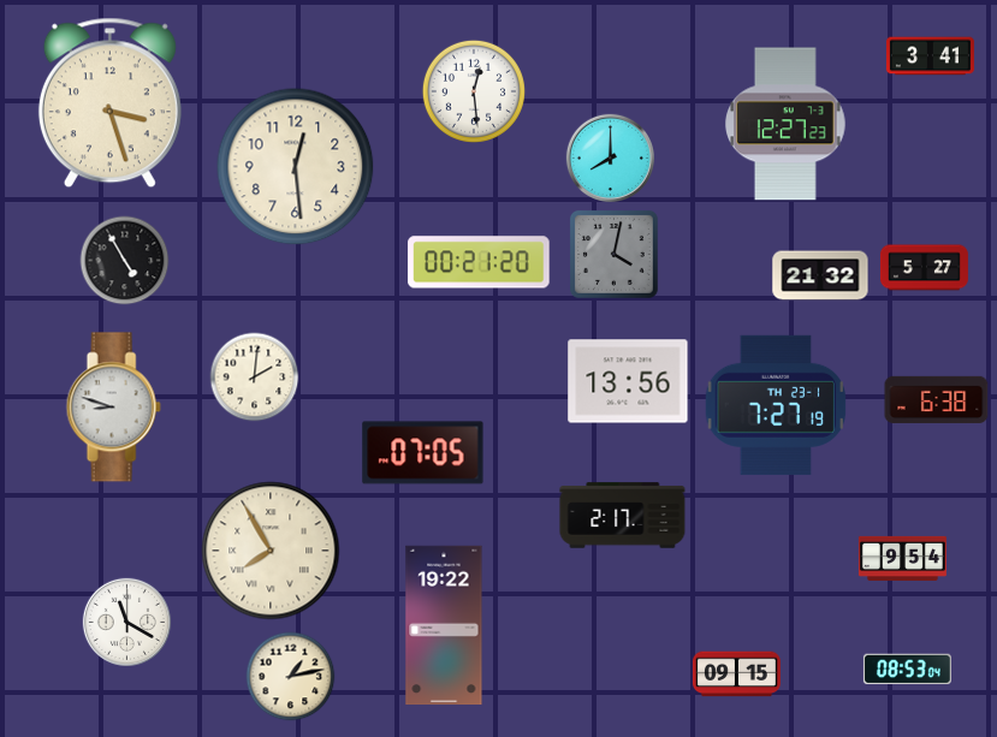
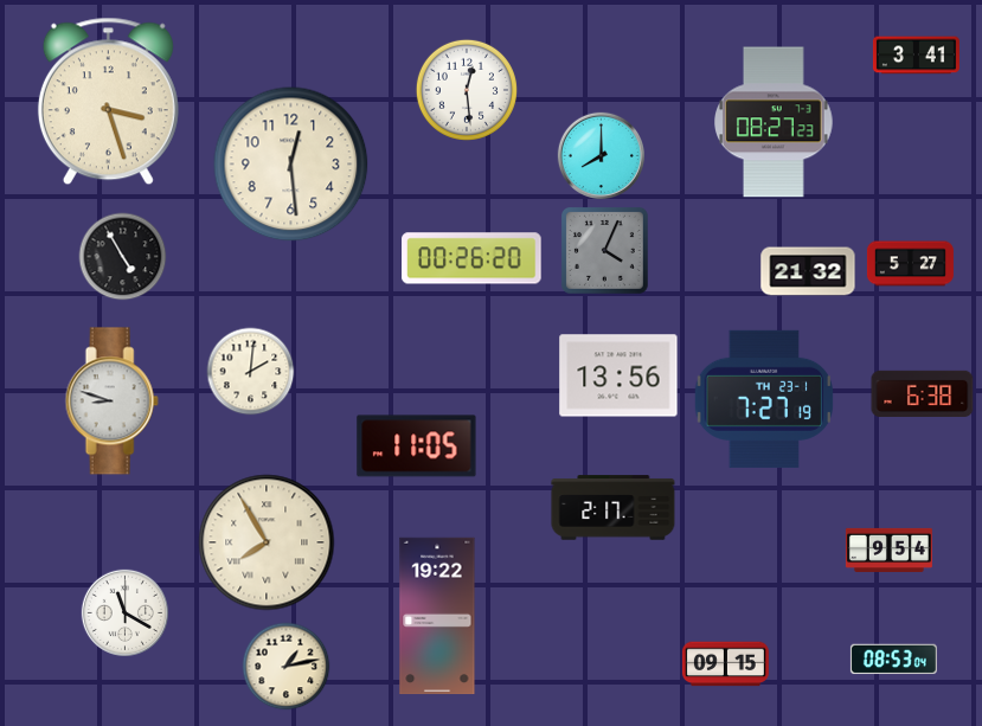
clock at (787, 124): 12:27 -> 08:27
clock at (615, 255): 4:02 -> 4:04
clock at (479, 262): 00:21 -> 00:26
clock at (423, 453): 07:05 -> 11:05
